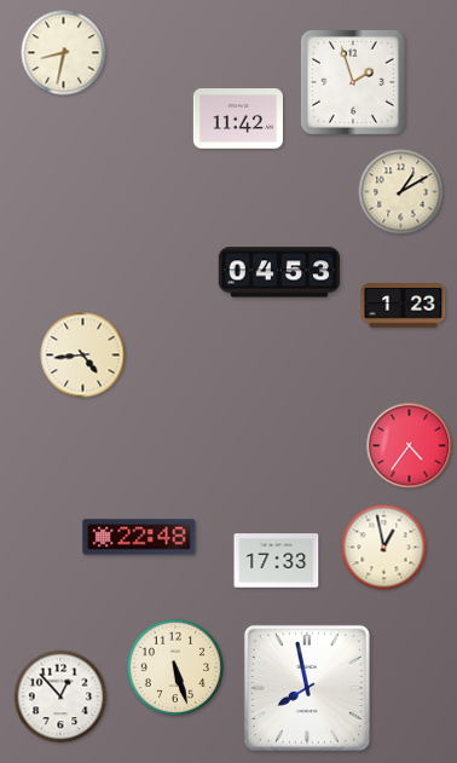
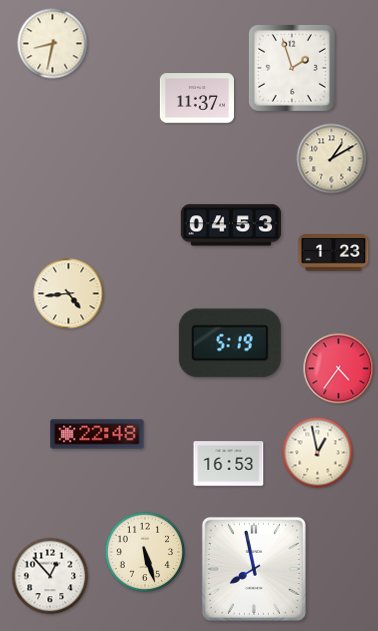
clock at (238, 119): 11:42 -> 11:37
clock at (230, 343): none -> 5:19
clock at (139, 537) position: (139, 537) -> (97, 434)
clock at (277, 561): 17:33 -> 16:53
